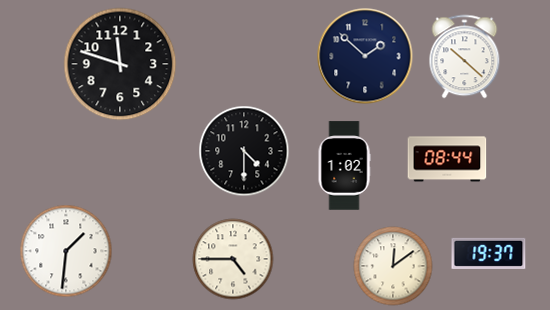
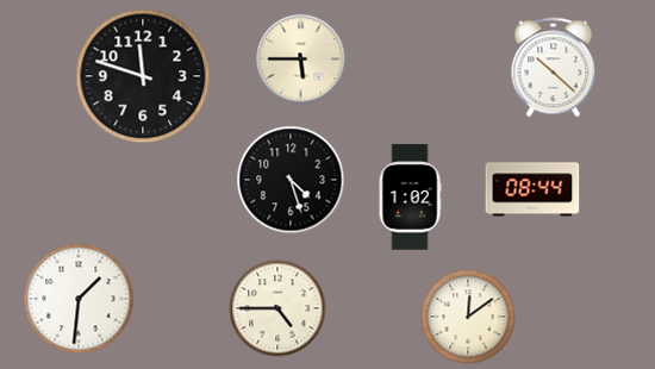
clock at (301, 60): none -> 5:45
clock at (365, 56): 1:52 -> none
clock at (244, 151): 4:30 -> 4:27
clock at (489, 253): 19:37 -> none
